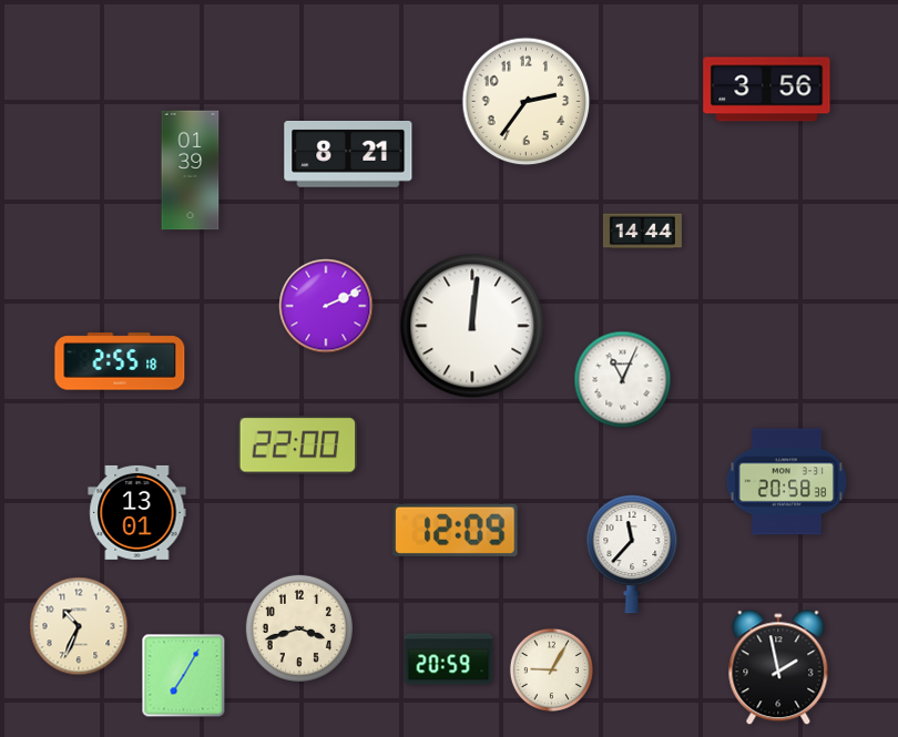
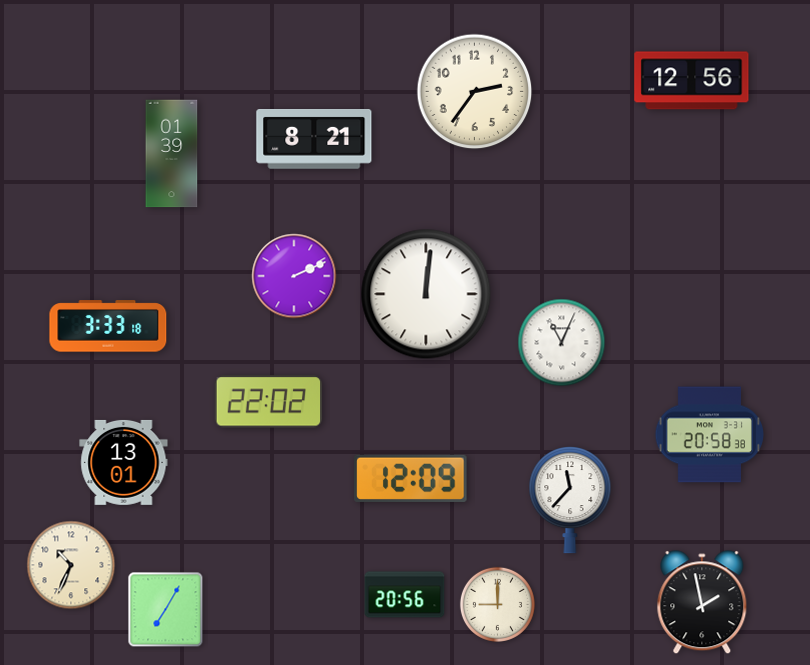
clock at (767, 90): 3:56 -> 12:56
clock at (642, 232): 14:44 -> none
clock at (120, 361): 2:55 -> 3:33
clock at (298, 446): 22:00 -> 22:02
clock at (299, 628): 3:42 -> none
clock at (449, 659): 20:59 -> 20:56
clock at (551, 669): 9:05 -> 9:00
